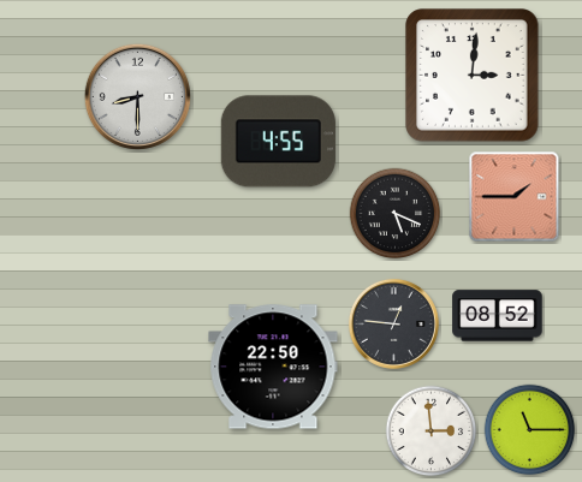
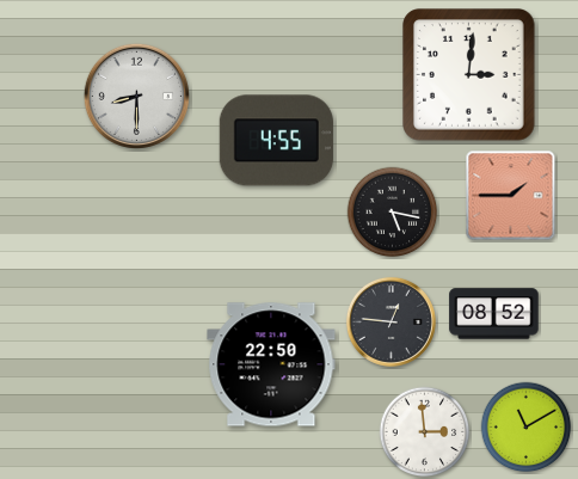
clock at (396, 214): 5:19 -> 5:17
clock at (530, 430): 11:15 -> 11:10
clock at (432, 432) position: (432, 432) -> (425, 432)
